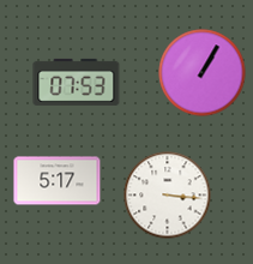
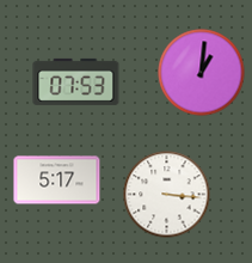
clock at (203, 73): 1:05 -> 1:01
